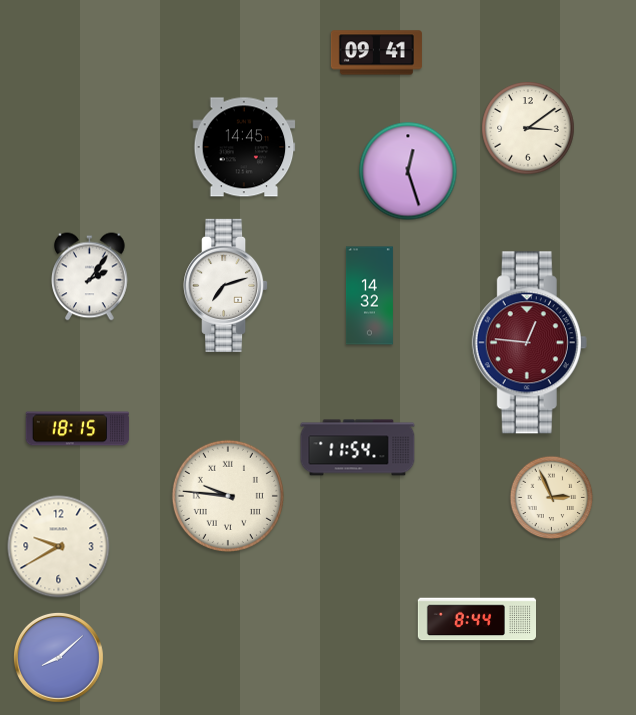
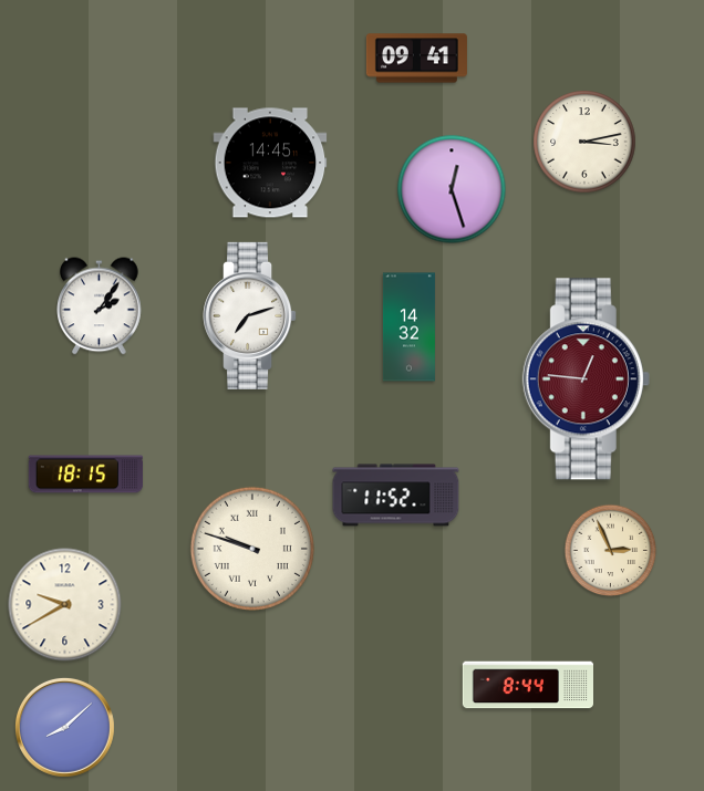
clock at (528, 128): 3:09 -> 3:13
clock at (358, 448): 11:54 -> 11:52
clock at (228, 496): 9:46 -> 9:48
